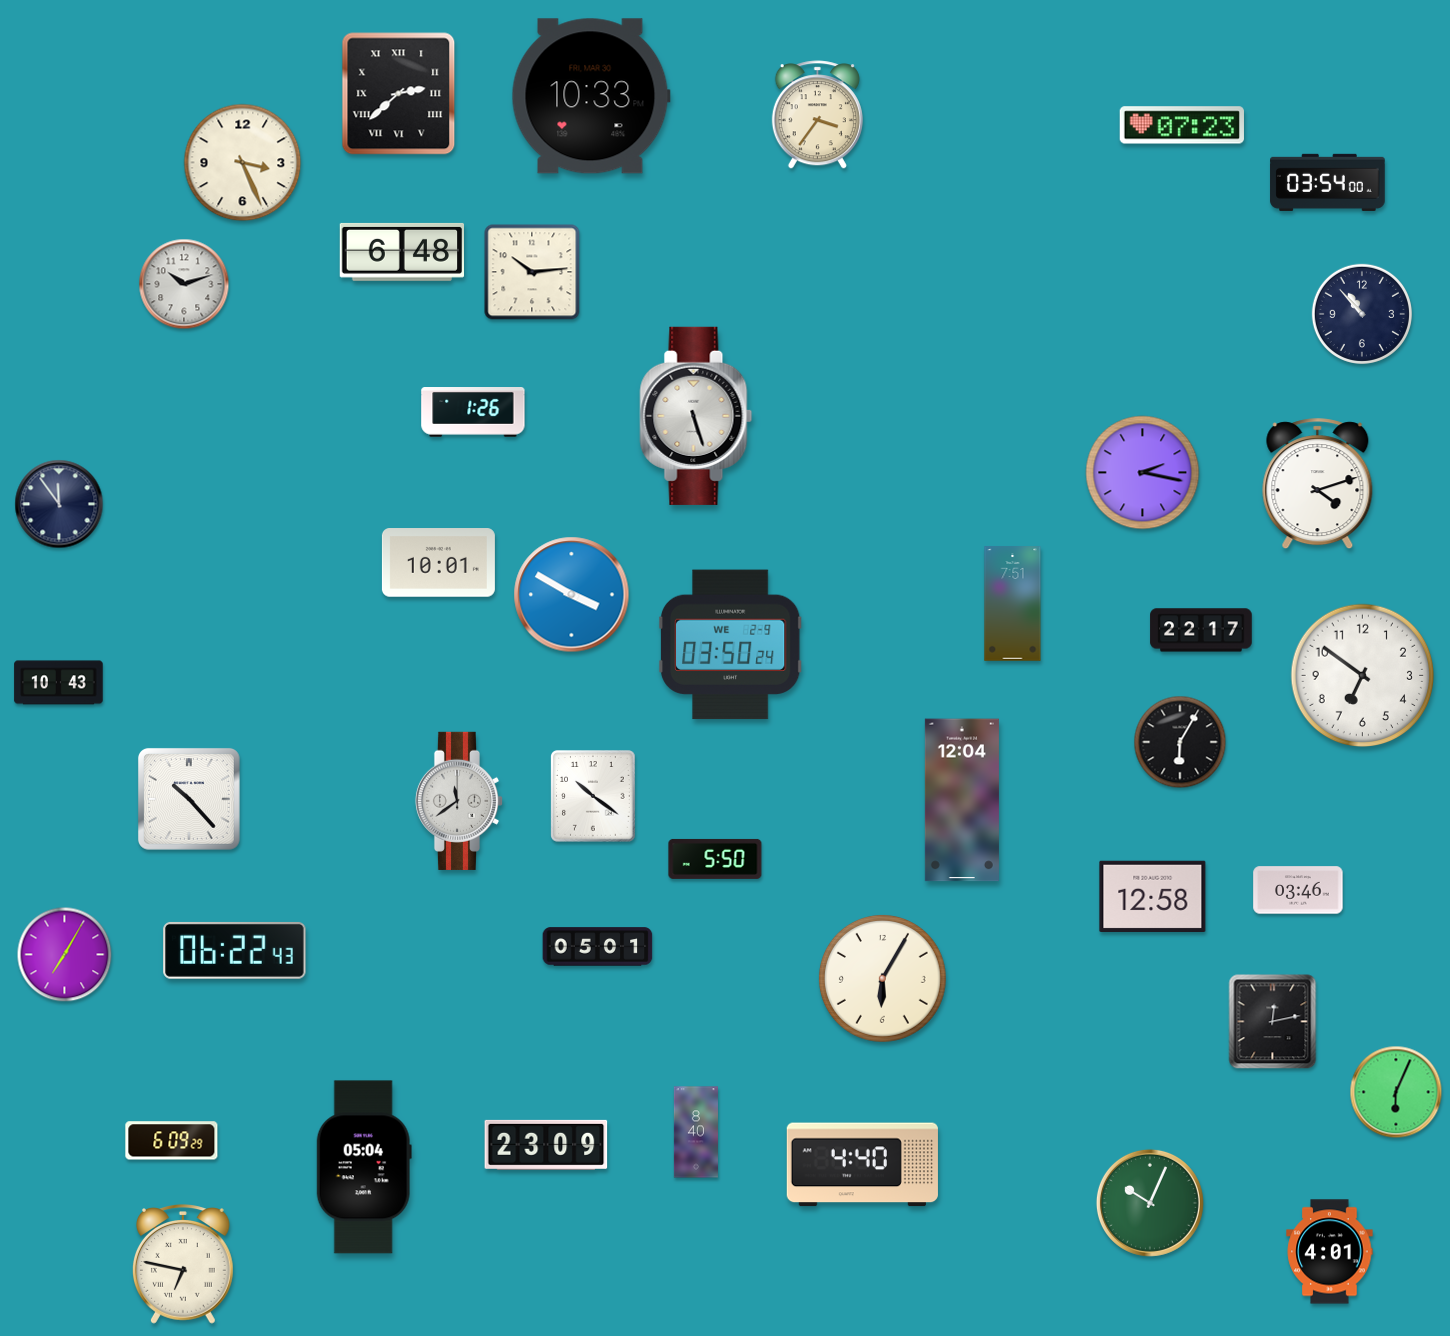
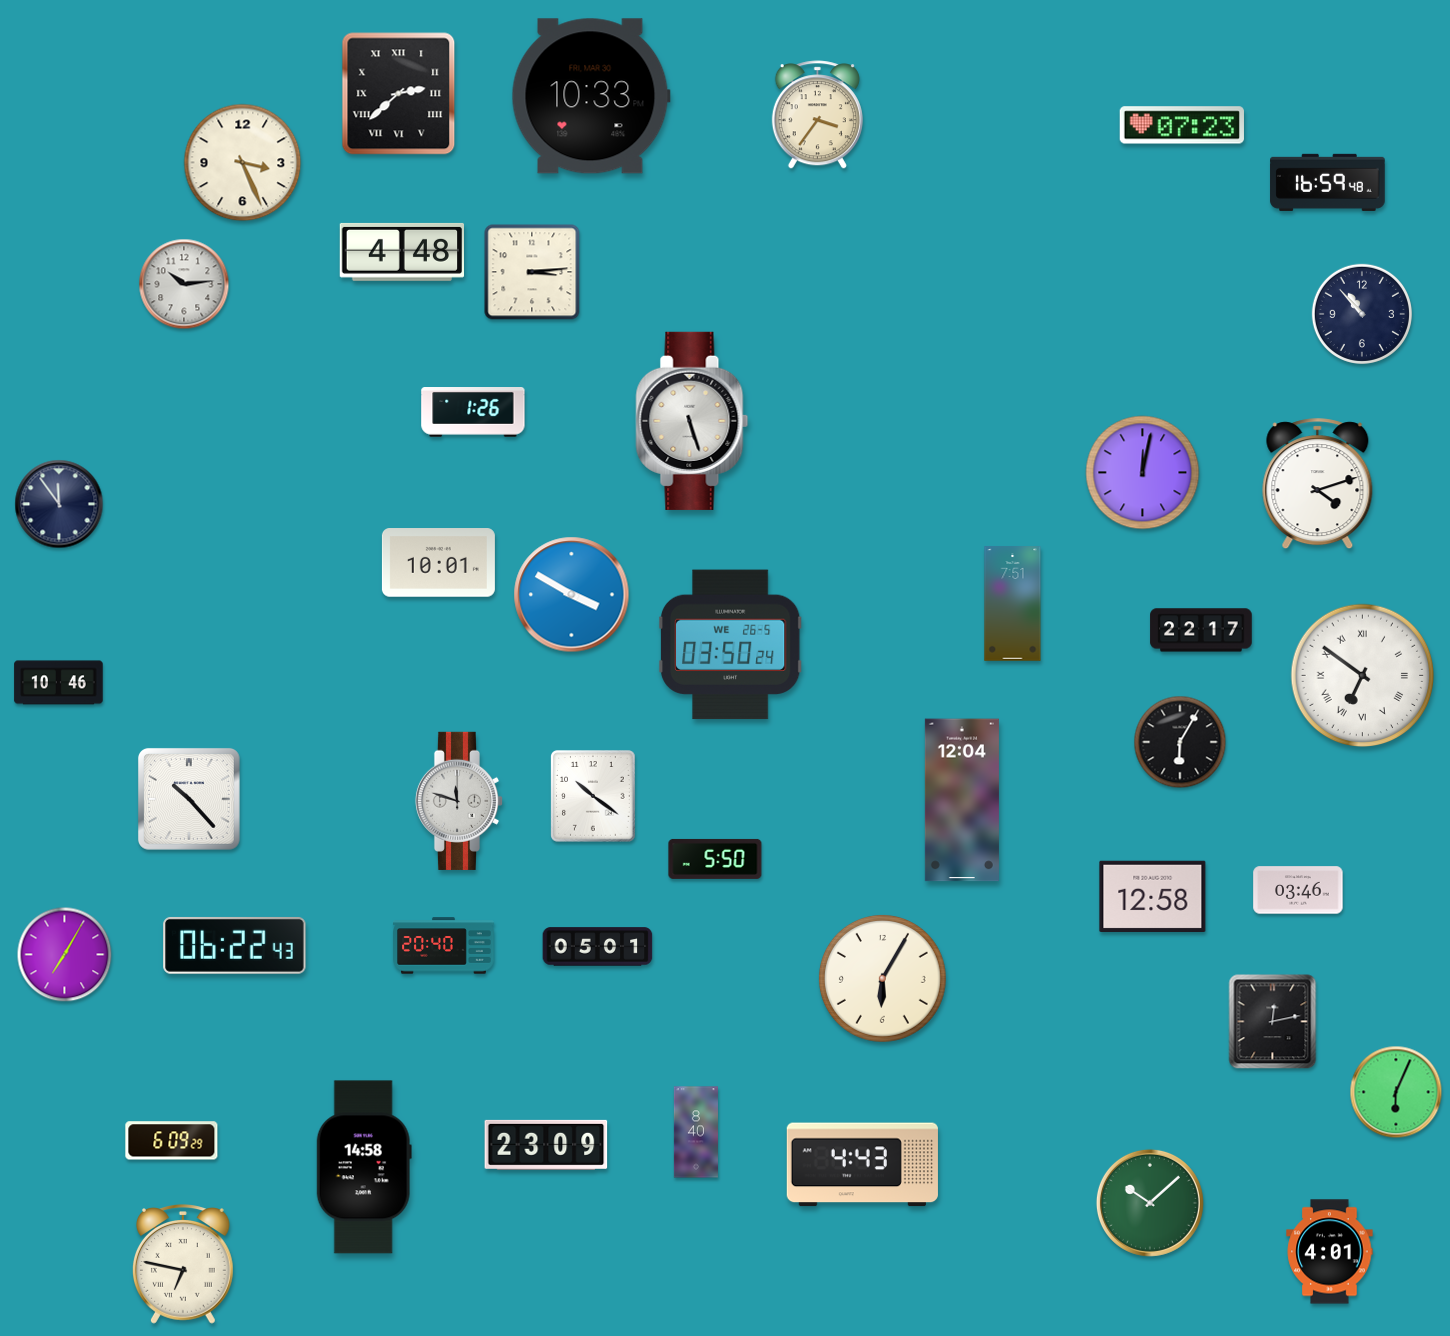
clock at (1328, 182): 03:54 -> 16:59
clock at (401, 252): 6:48 -> 4:48
clock at (532, 272): 10:14 -> 3:14
clock at (184, 284): 10:12 -> 10:14
clock at (696, 416) position: (696, 416) -> (692, 421)
clock at (1143, 473): 2:17 -> 12:02
clock at (730, 645) date: WE 2-9 -> WE 26-5
clock at (1363, 676) numerals: Arabic -> Roman
clock at (59, 683): 10:43 -> 10:46
clock at (459, 801): 11:39 -> 11:48
clock at (444, 946): none -> 20:40
clock at (235, 950) position: (235, 950) -> (235, 945)
clock at (862, 1165): 4:40 -> 4:43
clock at (364, 1167): 05:04 -> 14:58
clock at (1150, 1203): 10:04 -> 10:08
